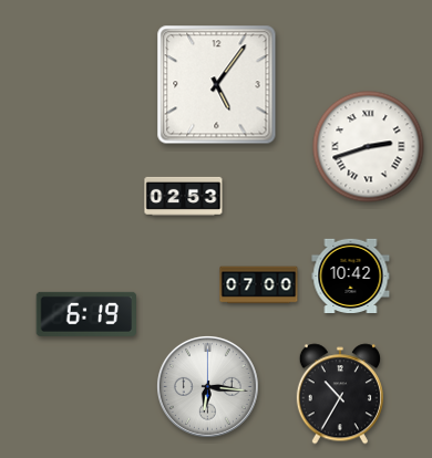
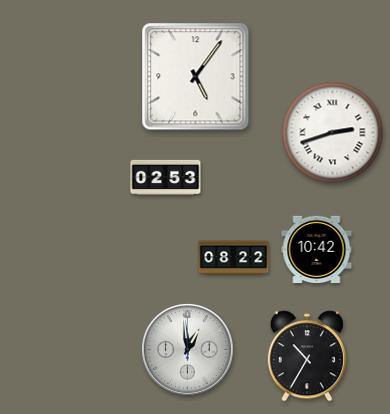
clock at (259, 285): 07:00 -> 08:22
clock at (85, 314): 6:19 -> none
clock at (207, 386): 6:16 -> 12:59
